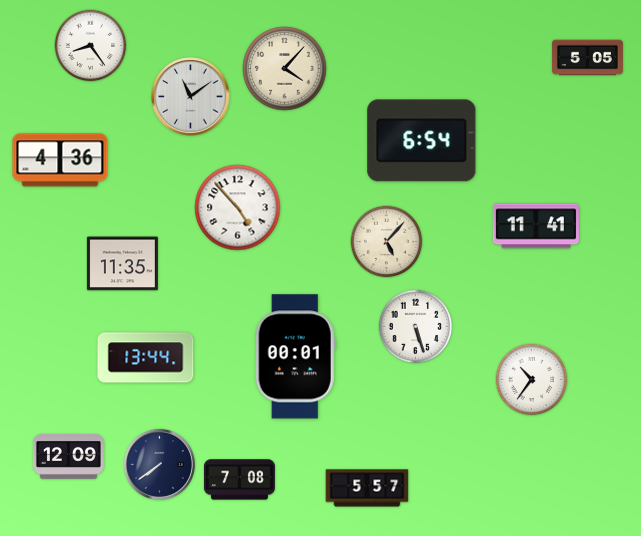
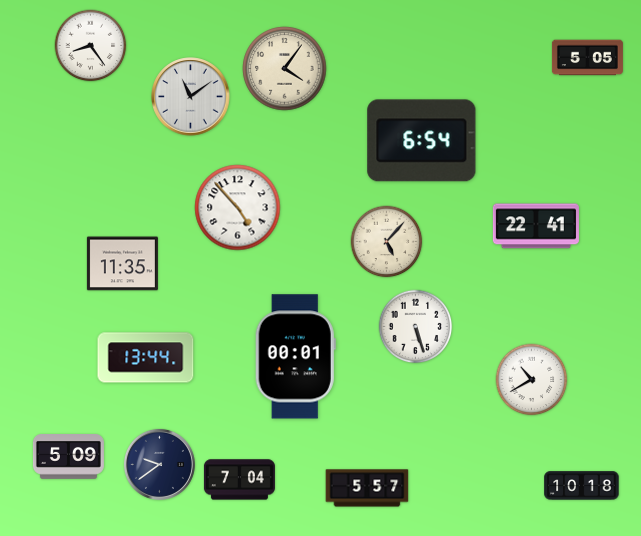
clock at (285, 69): 4:07 -> 4:06
clock at (60, 160): 4:36 -> none
clock at (536, 226): 11:41 -> 22:41
clock at (532, 380): 10:36 -> 10:40
clock at (68, 457): 12:09 -> 5:09
clock at (159, 464): 7:39 -> 9:39
clock at (239, 480): 7:08 -> 7:04
clock at (582, 486): none -> 10:18
